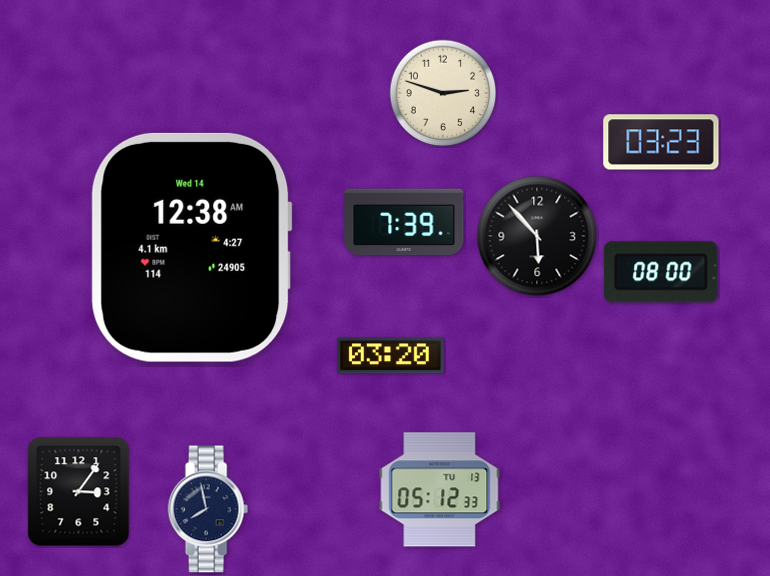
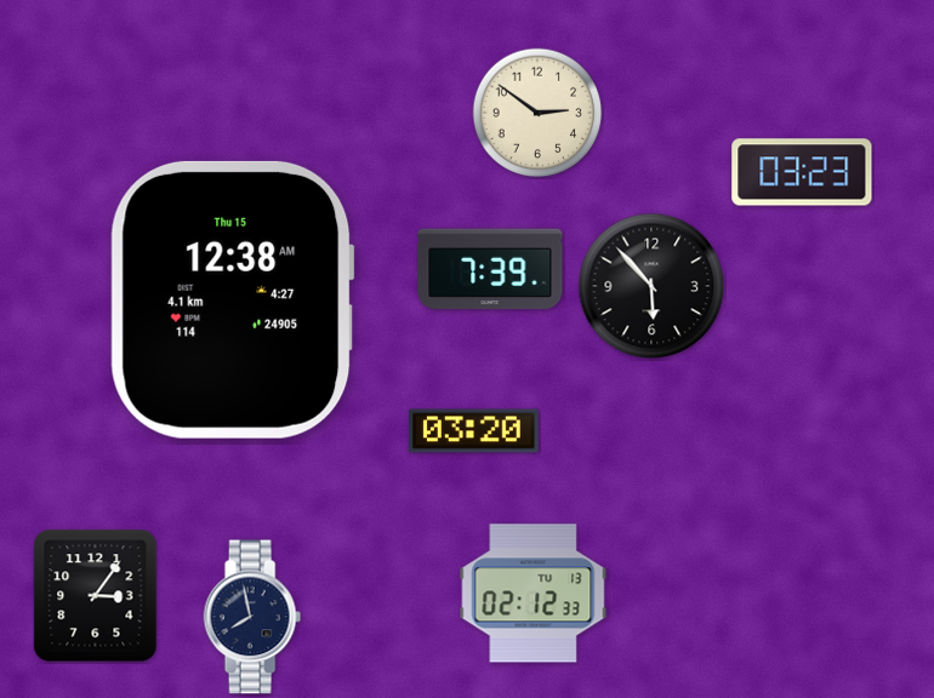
clock at (443, 93): 2:48 -> 2:51
clock at (191, 247) date: Wed 14 -> Thu 15
clock at (661, 272): 08:00 -> none
clock at (440, 490): 05:12 -> 02:12
